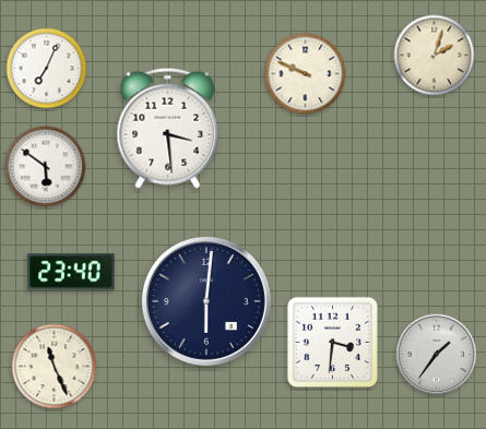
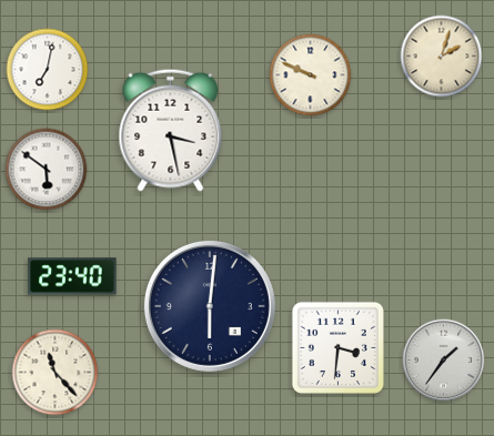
clock at (47, 69): 7:04 -> 7:02
clock at (168, 128): 3:29 -> 3:28
clock at (55, 367): 11:26 -> 11:23
